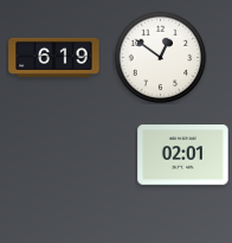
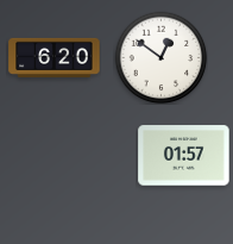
clock at (54, 57): 6:19 -> 6:20
clock at (183, 155): 02:01 -> 01:57
